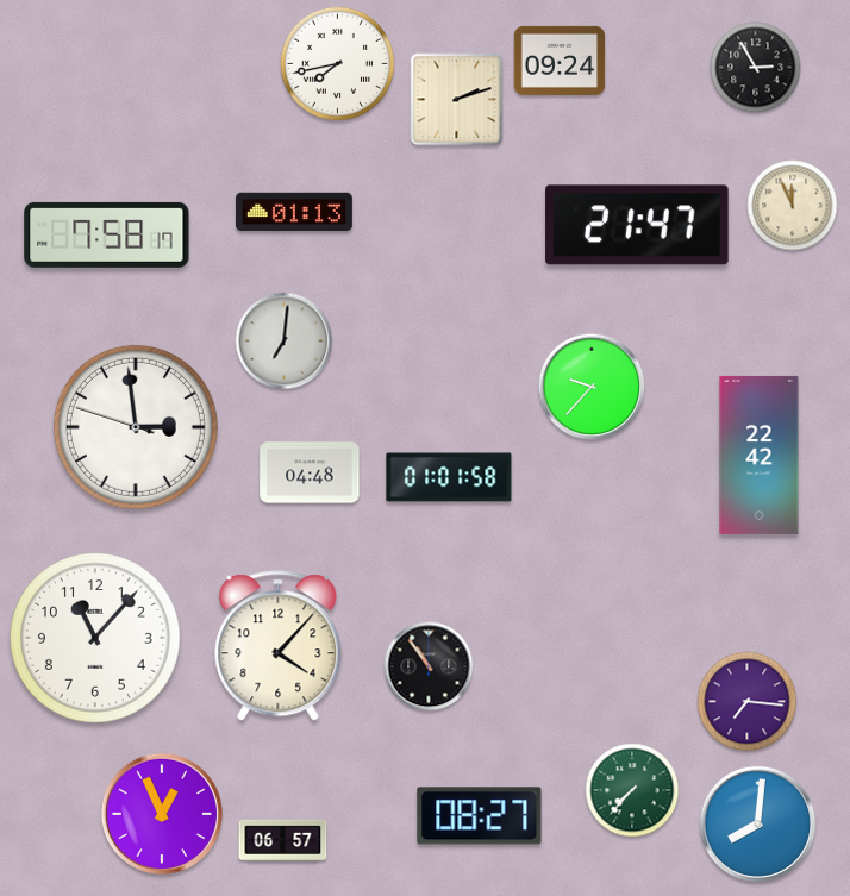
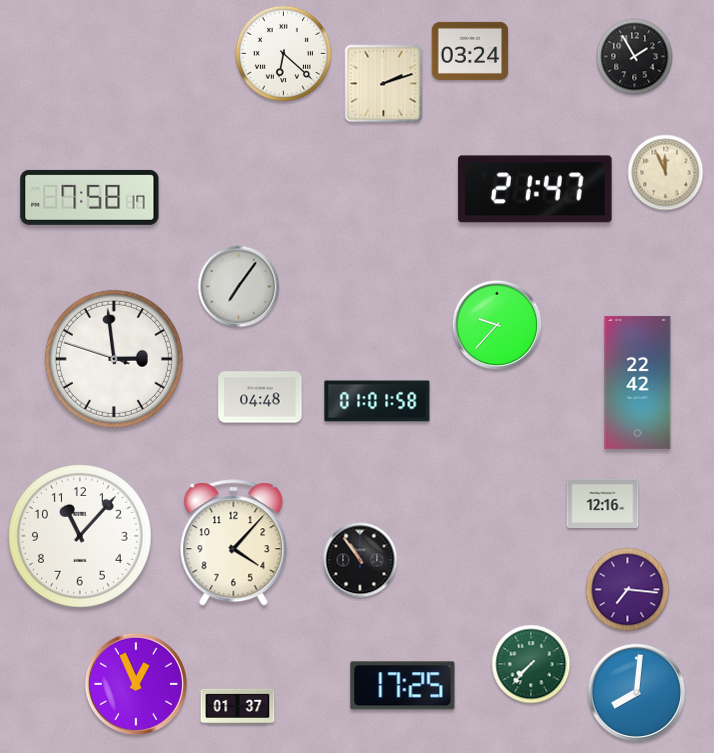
clock at (560, 61): 09:24 -> 03:24
clock at (337, 63): 7:43 -> 6:22
clock at (756, 68): 2:55 -> 1:55
clock at (294, 212): 01:13 -> none
clock at (285, 342): 7:01 -> 7:06
clock at (603, 503): none -> 12:16
clock at (480, 816): 08:27 -> 17:25
clock at (283, 840): 06:57 -> 01:37
